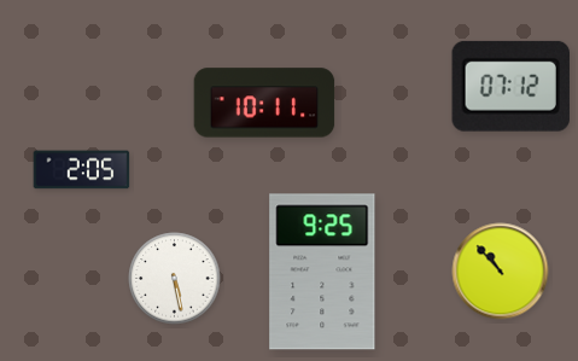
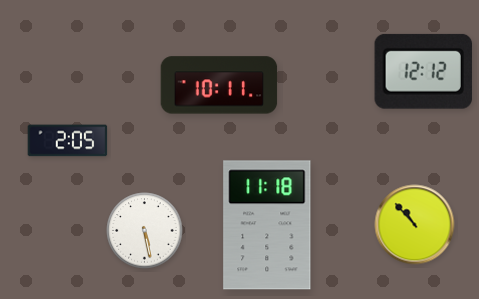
clock at (510, 86): 07:12 -> 12:12
clock at (322, 272): 9:25 -> 11:18
